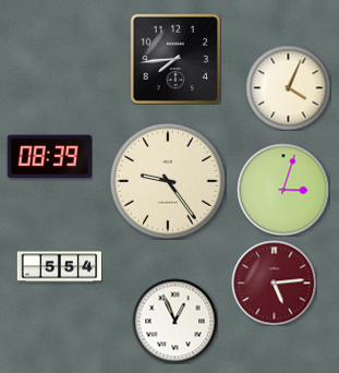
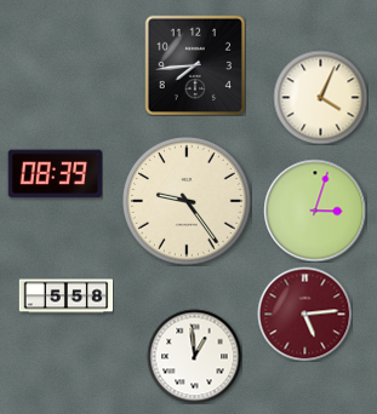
clock at (59, 267): 5:54 -> 5:58
clock at (174, 321): 12:56 -> 12:59
